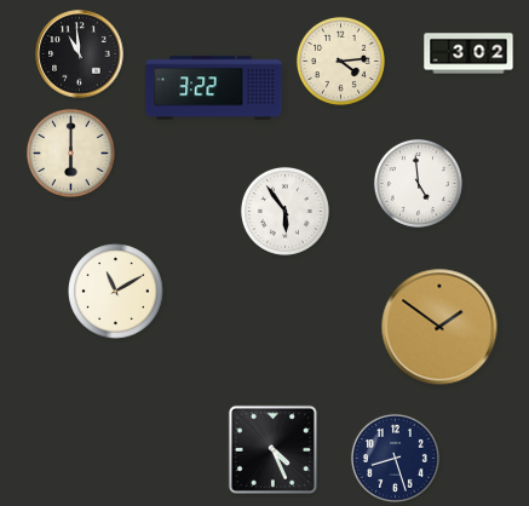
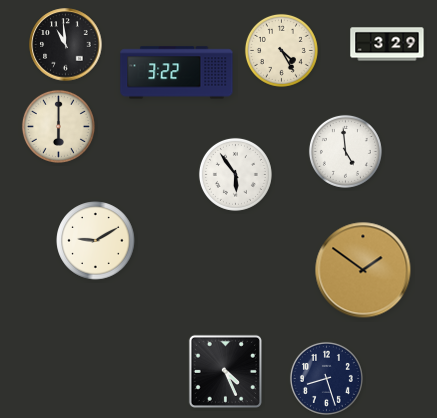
clock at (468, 53): 3:02 -> 3:29
clock at (340, 61): 4:14 -> 4:25
clock at (116, 292): 11:10 -> 9:10
